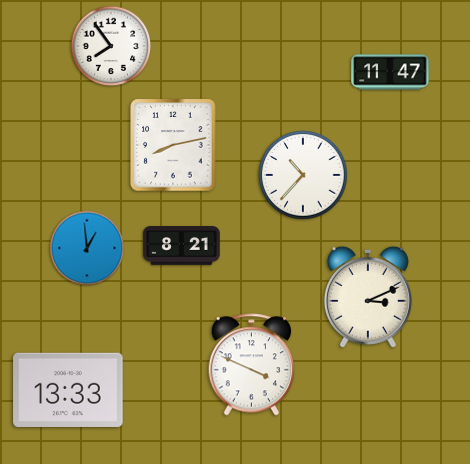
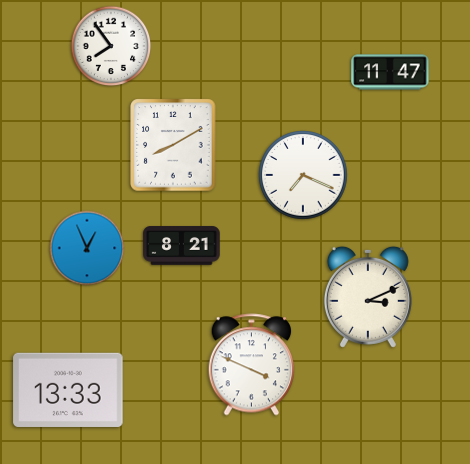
clock at (173, 145): 8:13 -> 8:10
clock at (303, 175): 10:37 -> 7:19
clock at (87, 248): 12:59 -> 12:56
